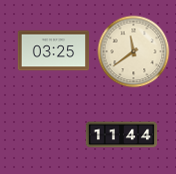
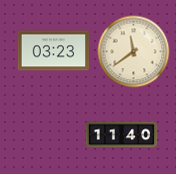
clock at (54, 51): 03:25 -> 03:23
clock at (122, 135): 11:44 -> 11:40
